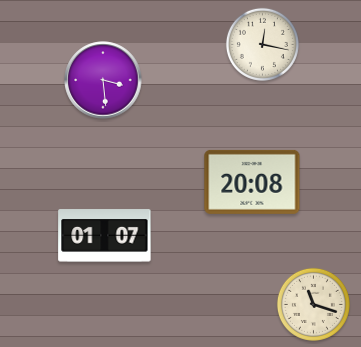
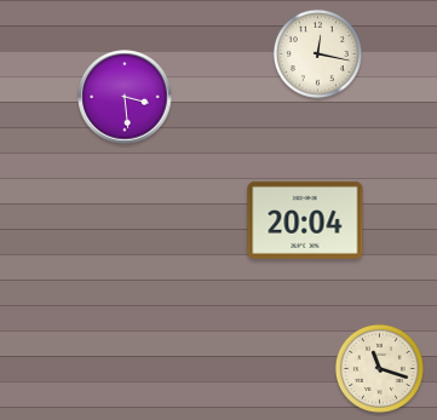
clock at (252, 182): 20:08 -> 20:04
clock at (105, 236): 01:07 -> none
